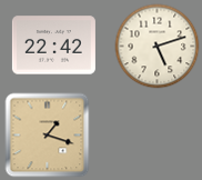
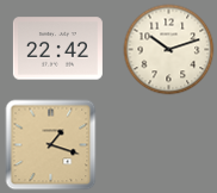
clock at (158, 47): 5:12 -> 10:12
